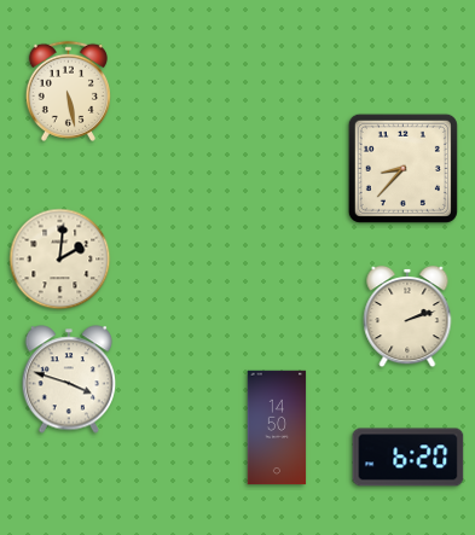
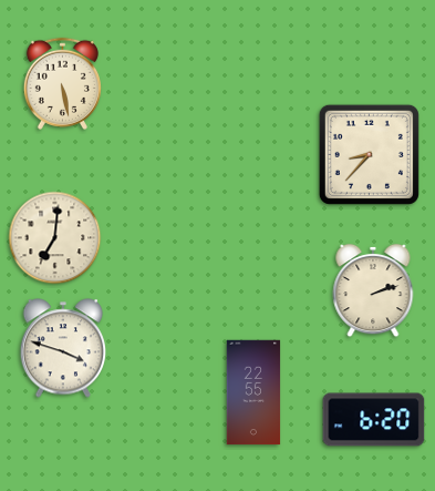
clock at (60, 260): 2:01 -> 7:01
clock at (277, 428): 14:50 -> 22:55
